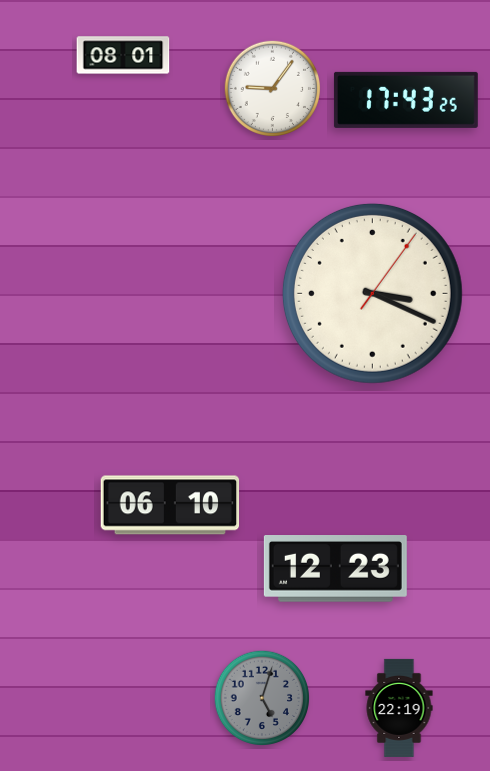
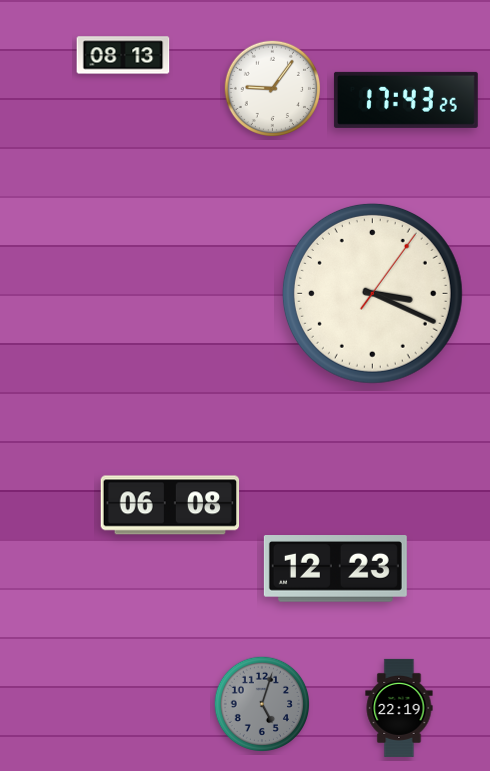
clock at (123, 55): 08:01 -> 08:13
clock at (170, 505): 06:10 -> 06:08
clock at (262, 698) position: (262, 698) -> (262, 704)
